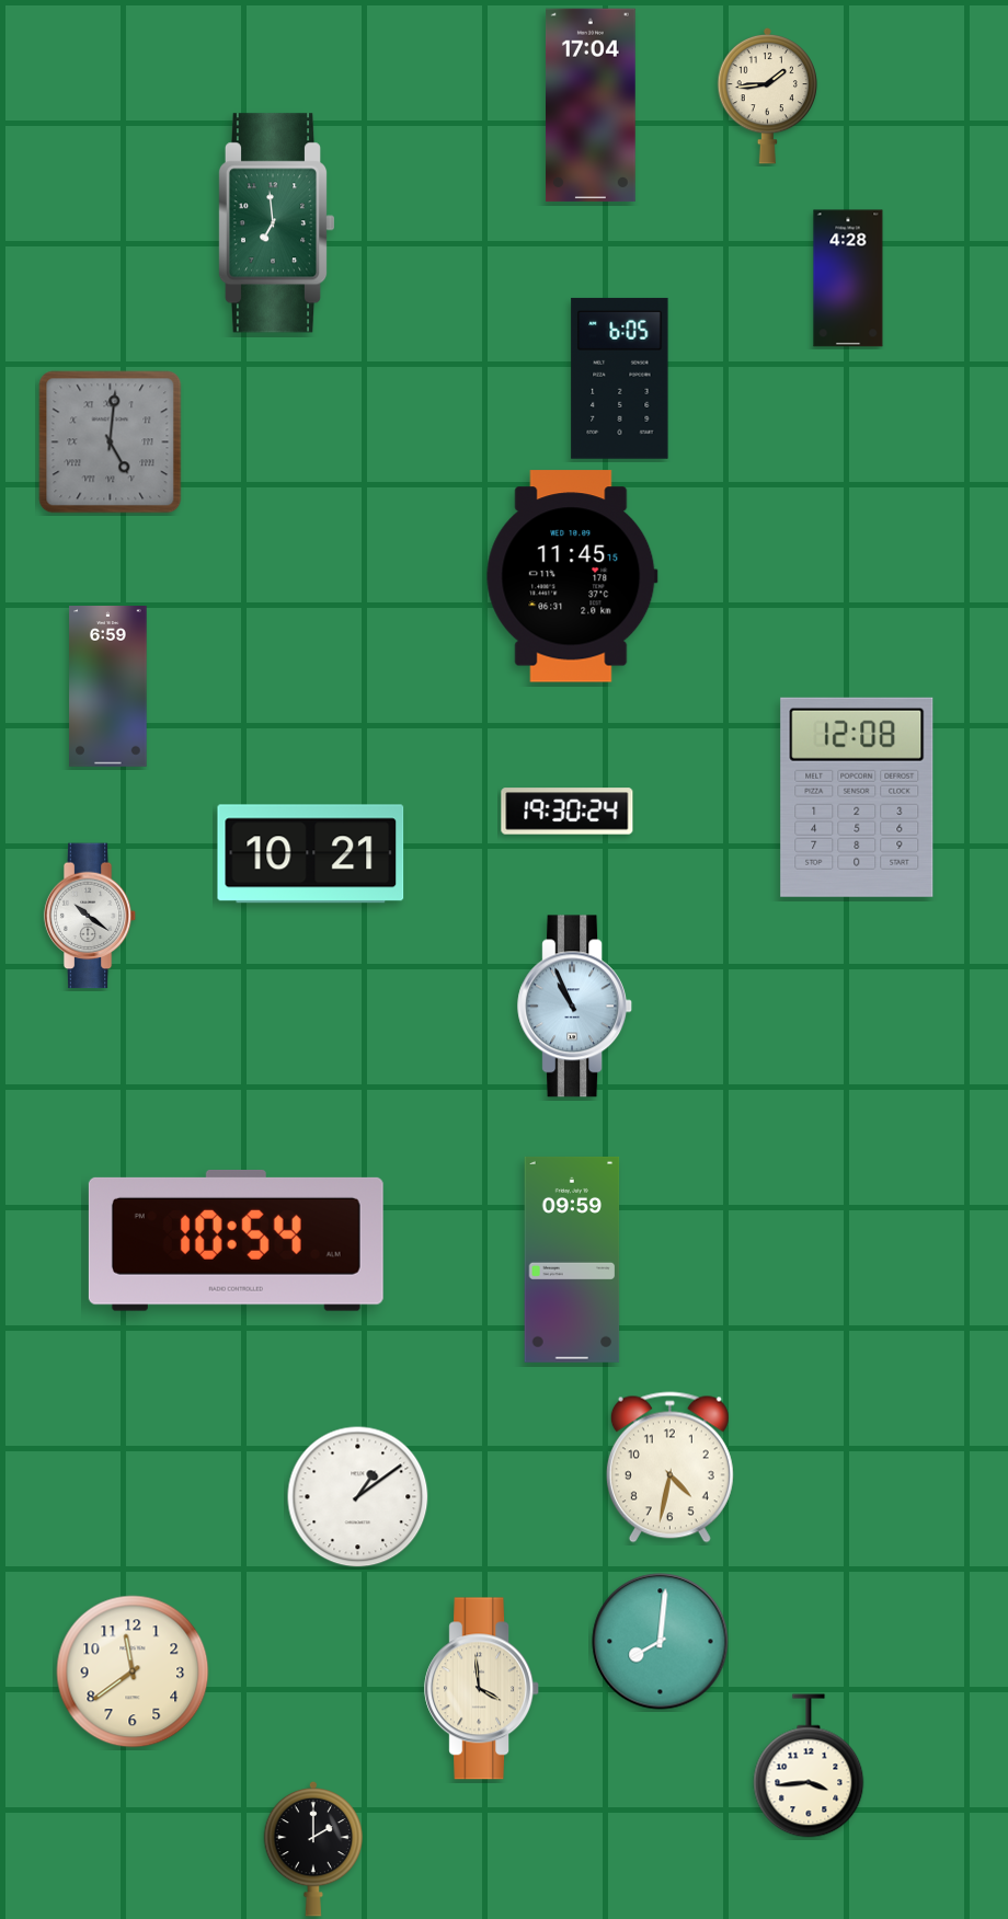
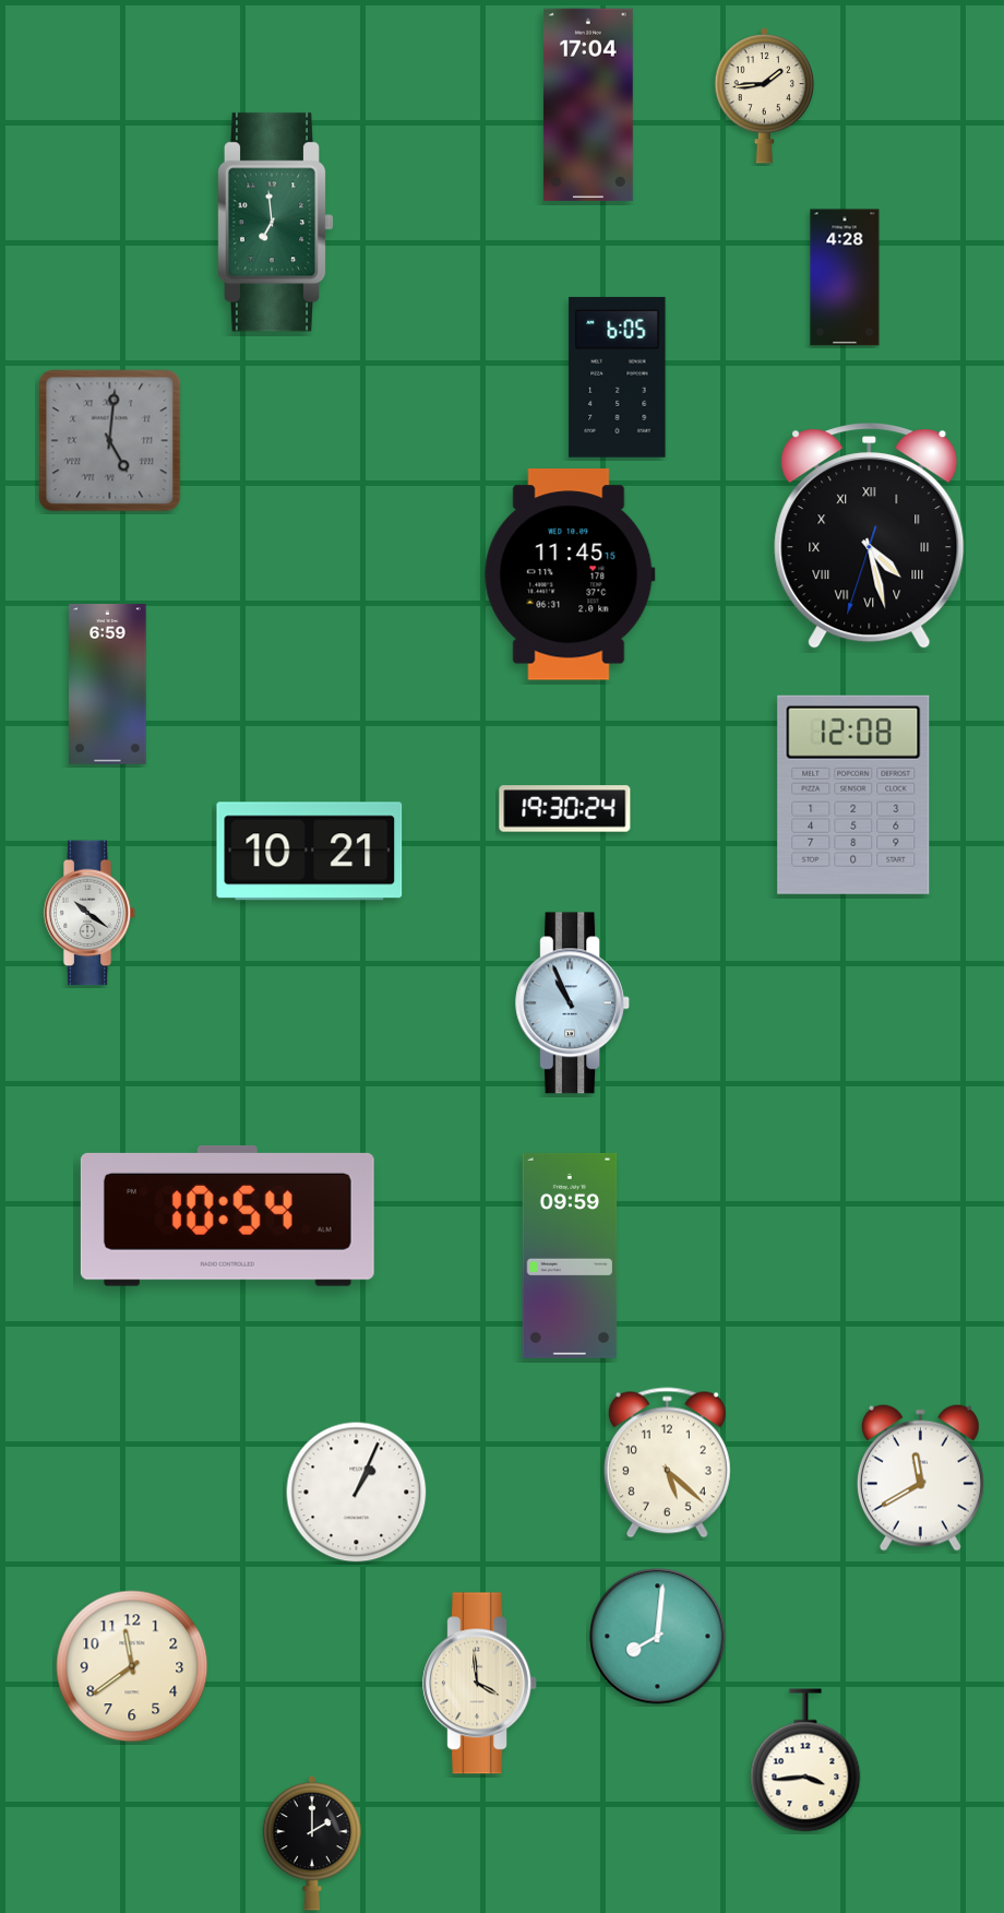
clock at (870, 536): none -> 4:27
clock at (236, 1240) position: (236, 1240) -> (227, 1215)
clock at (669, 1468): 4:32 -> 5:22
clock at (920, 1477): none -> 11:40
clock at (358, 1497): 1:09 -> 1:04
